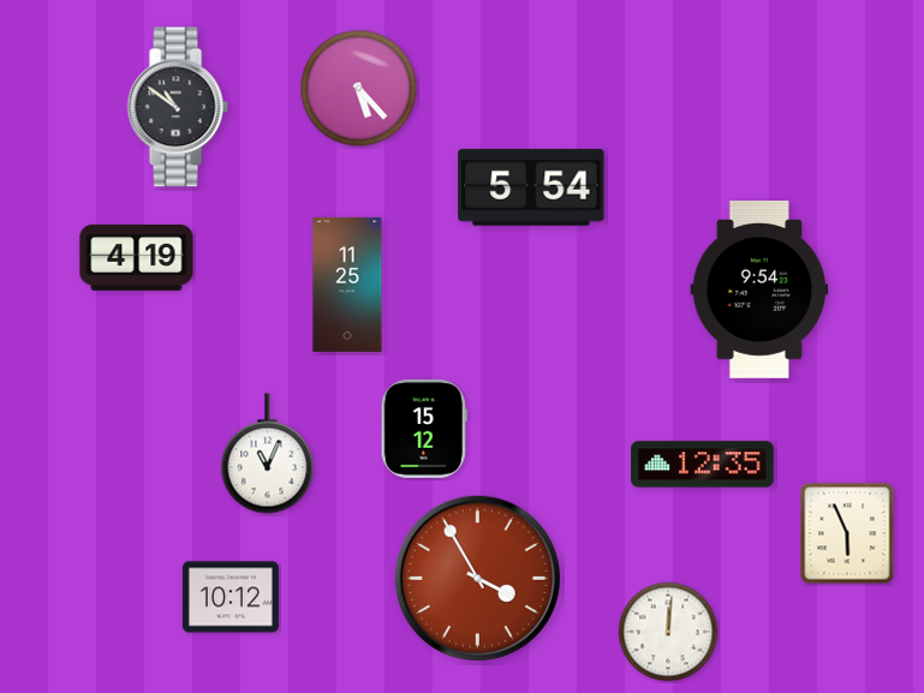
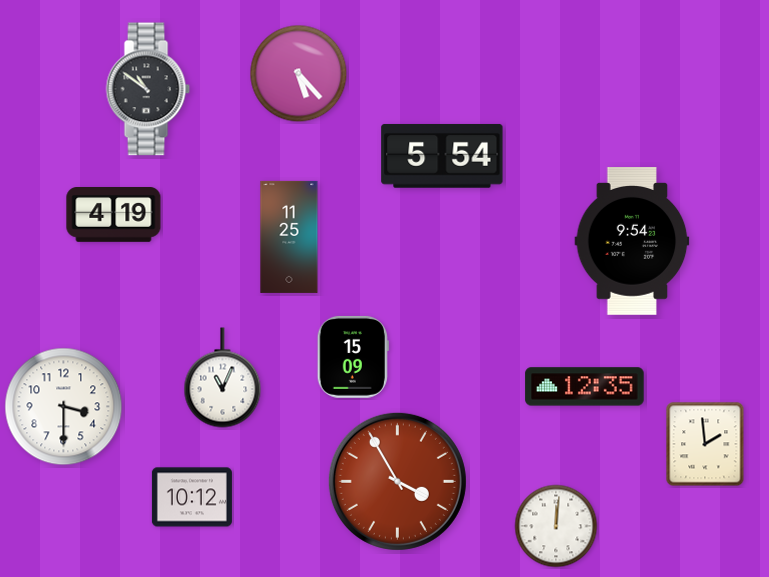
clock at (424, 429): 15:12 -> 15:09
clock at (64, 407): none -> 3:30
clock at (847, 533): 5:56 -> 1:59
